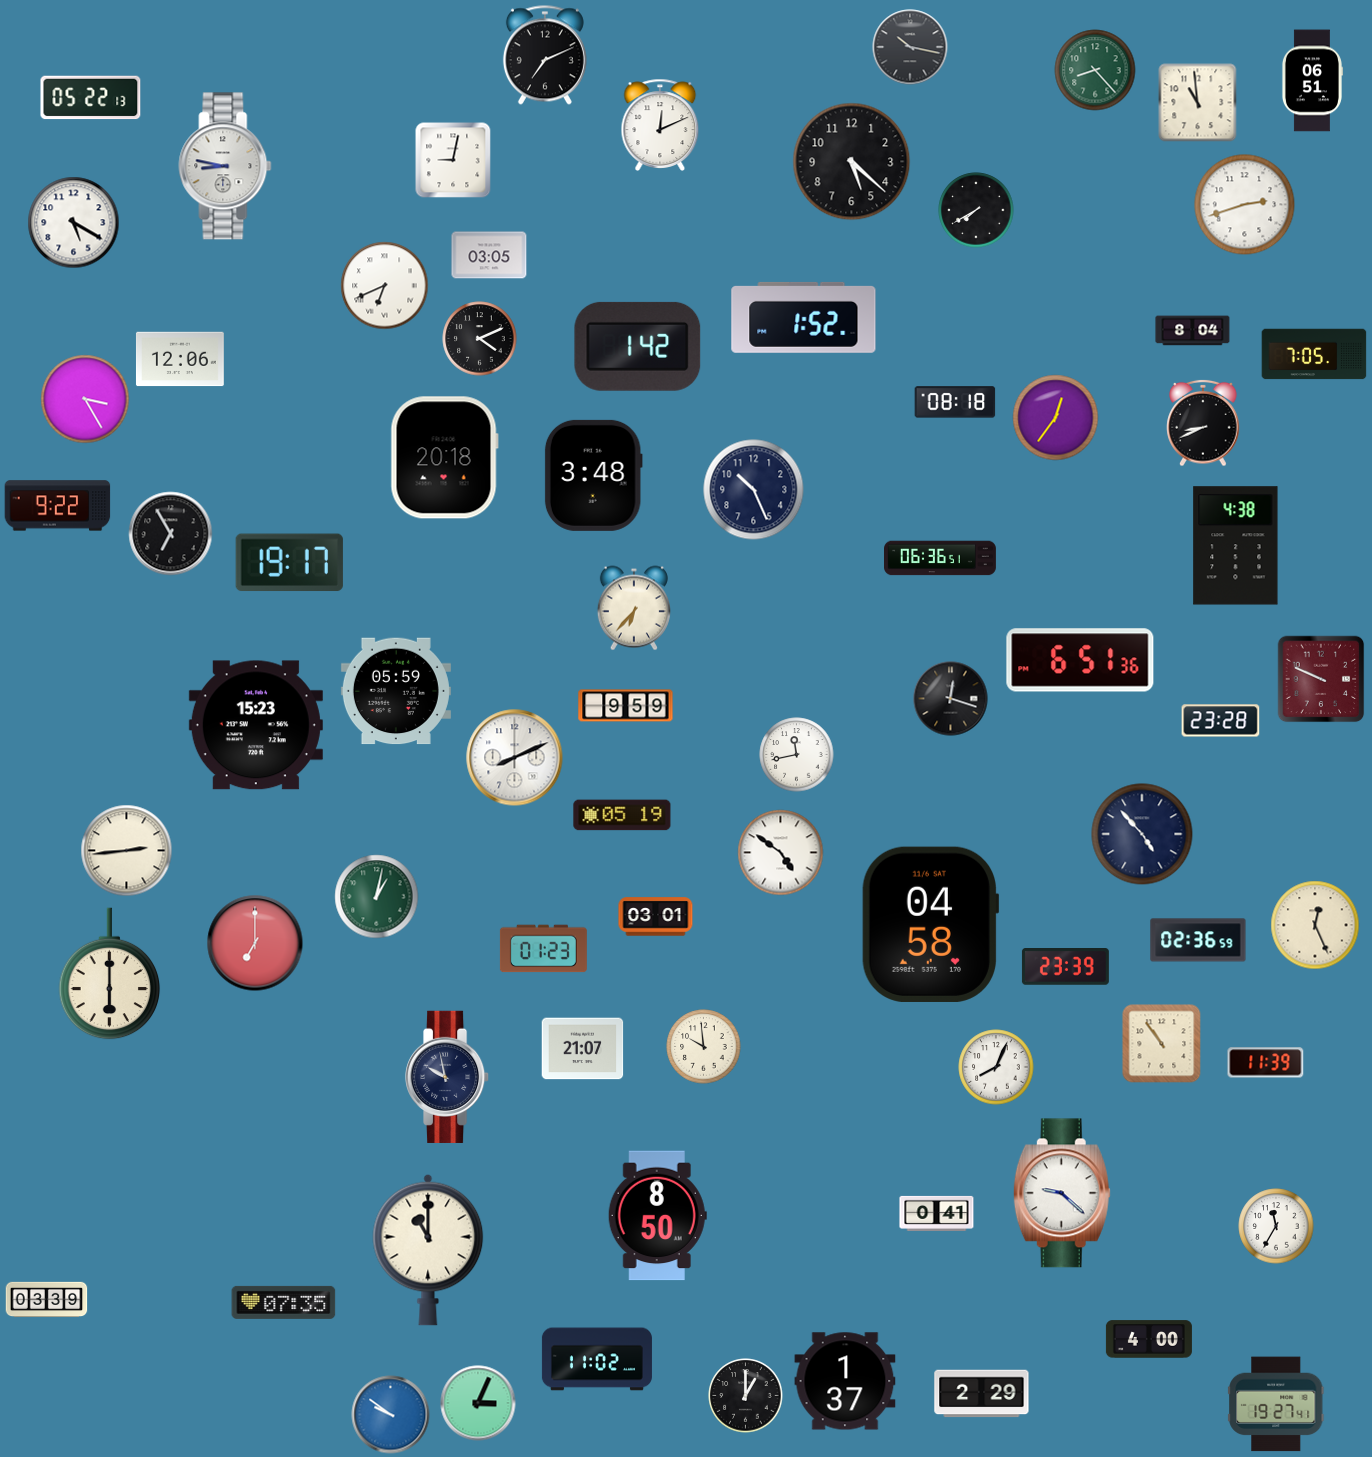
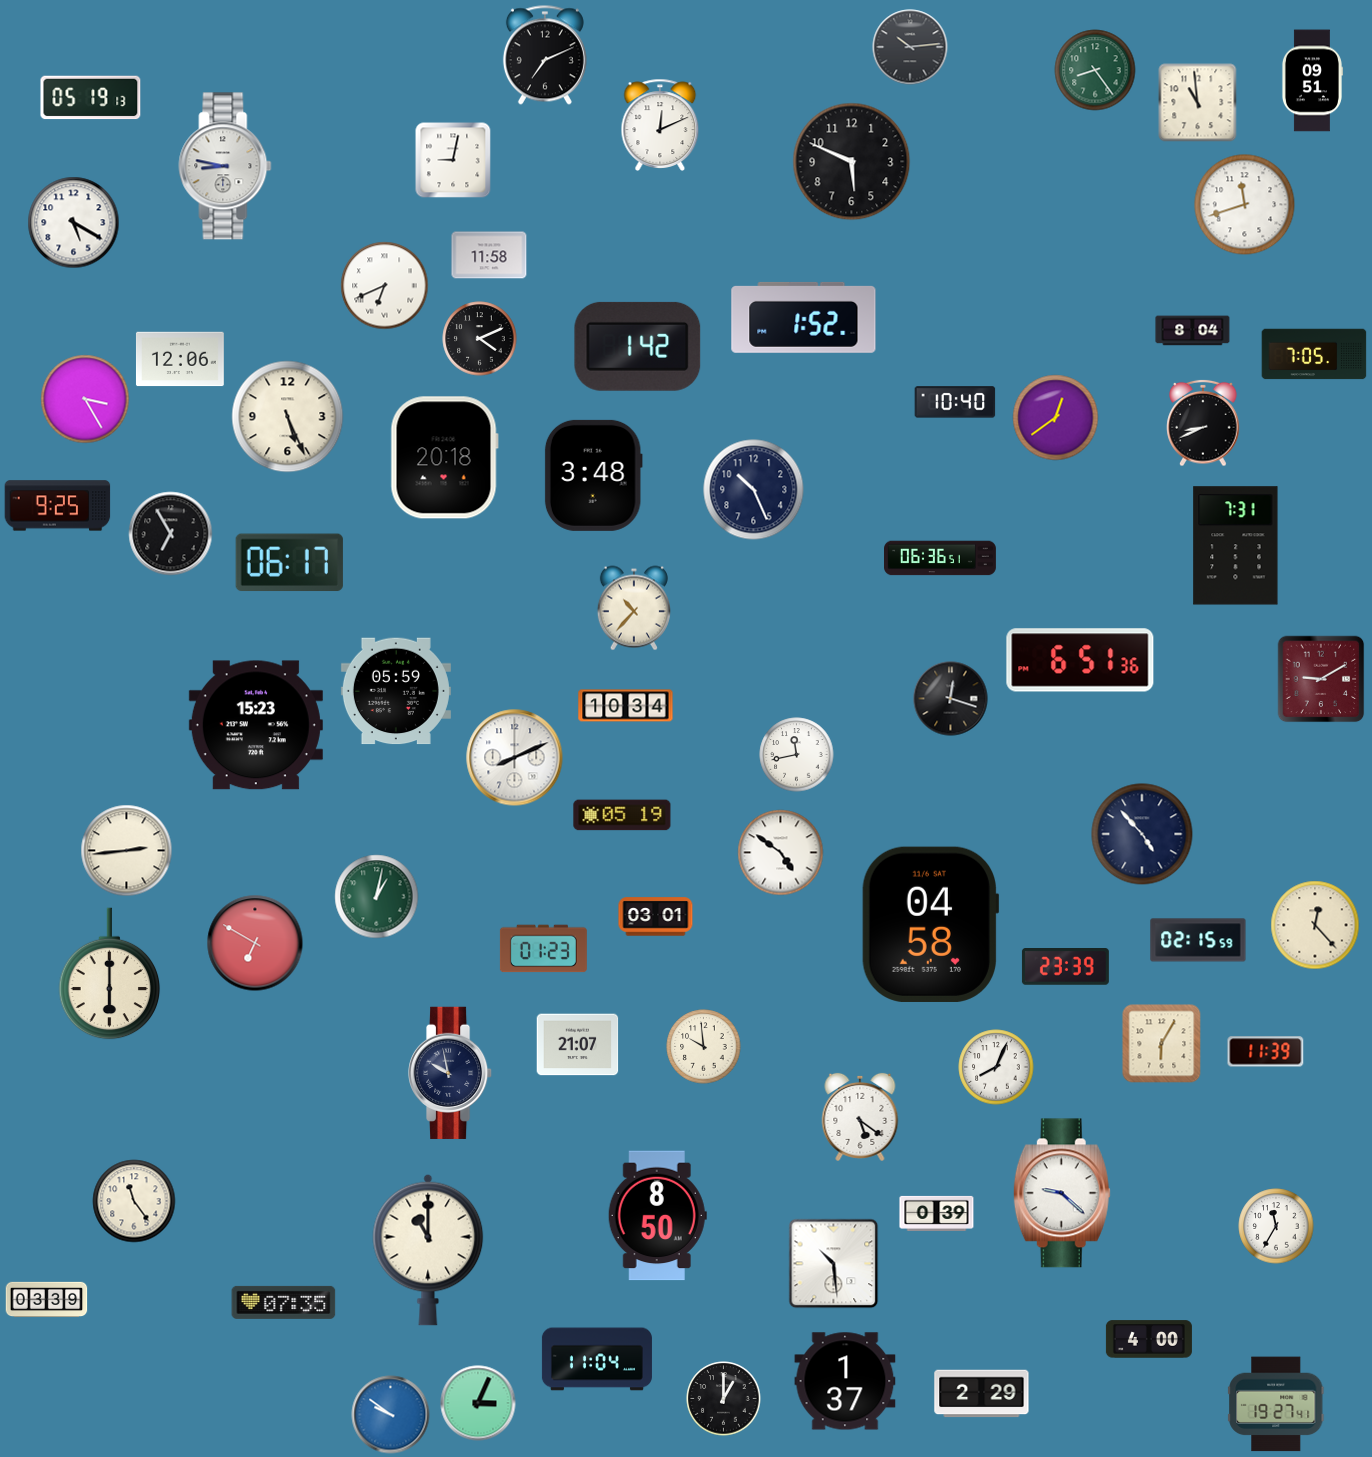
clock at (910, 47): 10:17 -> 10:14
clock at (1095, 70): 8:23 -> 8:24
clock at (1312, 81): 06:51 -> 09:51
clock at (91, 98): 05:22 -> 05:19
clock at (852, 162): 5:22 -> 5:49
clock at (1245, 205): 2:42 -> 11:42
clock at (976, 210): 7:40 -> none
clock at (489, 255): 03:05 -> 11:58
clock at (955, 402): 08:18 -> 10:40
clock at (288, 417): none -> 5:26
clock at (1056, 418): 12:36 -> 12:39
clock at (58, 506): 9:22 -> 9:25
clock at (1236, 546): 4:38 -> 7:31
clock at (289, 563): 19:17 -> 06:17
clock at (634, 608): 6:37 -> 10:37
clock at (1321, 679): 9:49 -> 9:10
clock at (626, 706): 9:59 -> 10:34
clock at (1221, 721): 23:28 -> none
clock at (1315, 925): 12:26 -> 12:23
clock at (1198, 940): 02:36 -> 02:15
clock at (255, 943): 7:00 -> 6:50
clock at (1162, 1044): 10:54 -> 6:05
clock at (583, 1049) position: (583, 1049) -> (578, 1045)
clock at (1266, 1063) position: (1266, 1063) -> (1266, 1052)
clock at (448, 1076) position: (448, 1076) -> (451, 1072)
clock at (860, 1117): none -> 5:21
clock at (134, 1201): none -> 11:24
clock at (937, 1213): 0:41 -> 0:39
clock at (834, 1264): none -> 10:29
clock at (597, 1359): 11:02 -> 11:04
clock at (746, 1396) position: (746, 1396) -> (724, 1399)
